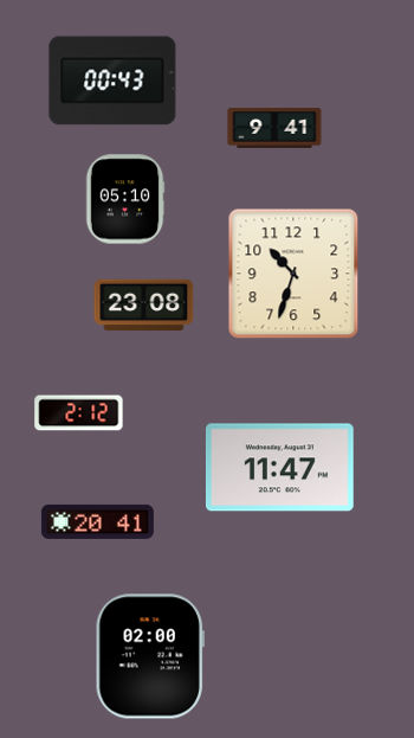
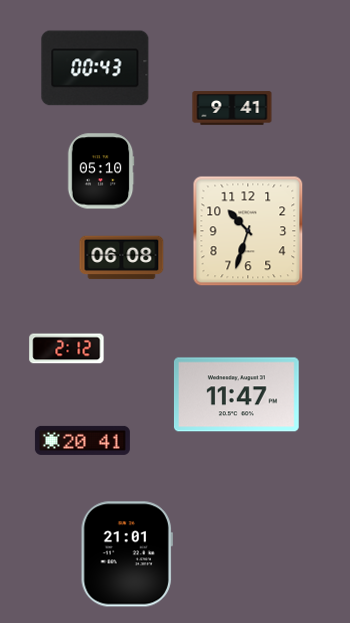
clock at (125, 199) position: (125, 199) -> (101, 171)
clock at (144, 306): 23:08 -> 06:08
clock at (150, 656): 02:00 -> 21:01
